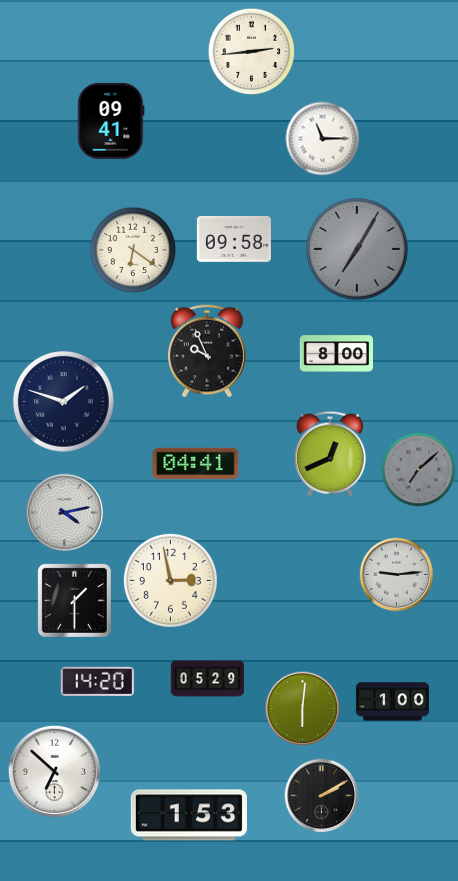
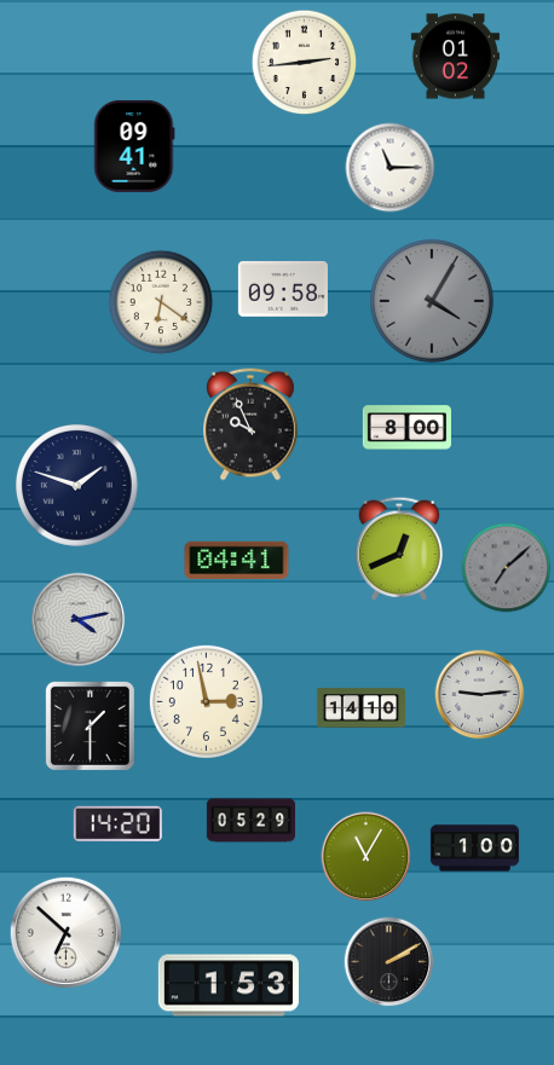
clock at (455, 57): none -> 01:02
clock at (358, 250): 7:05 -> 4:05
clock at (360, 708): none -> 14:10
clock at (303, 709): 6:01 -> 11:05
